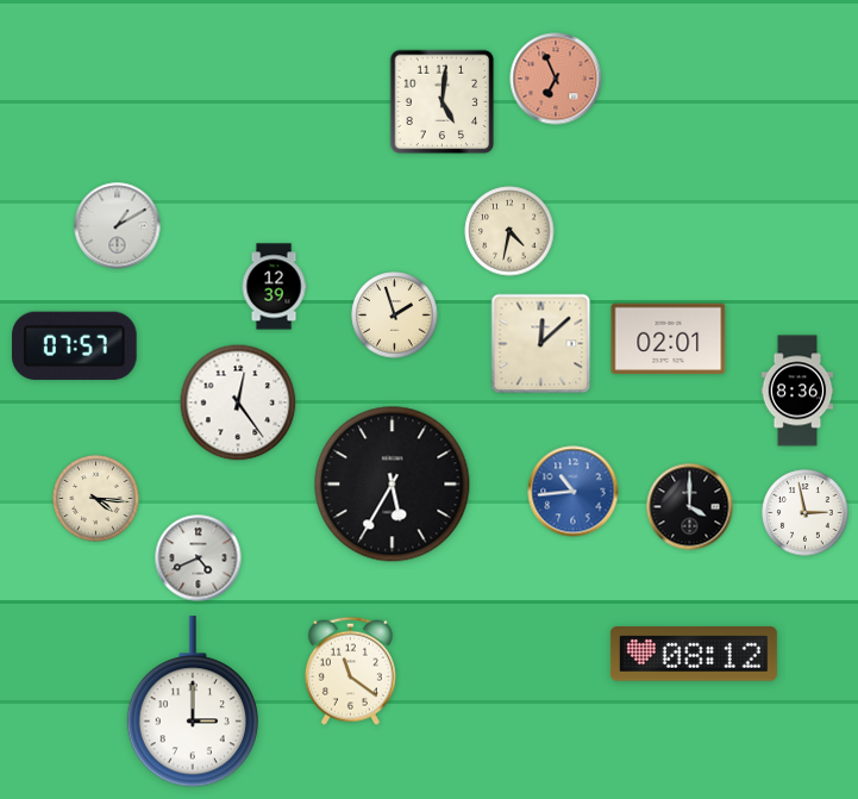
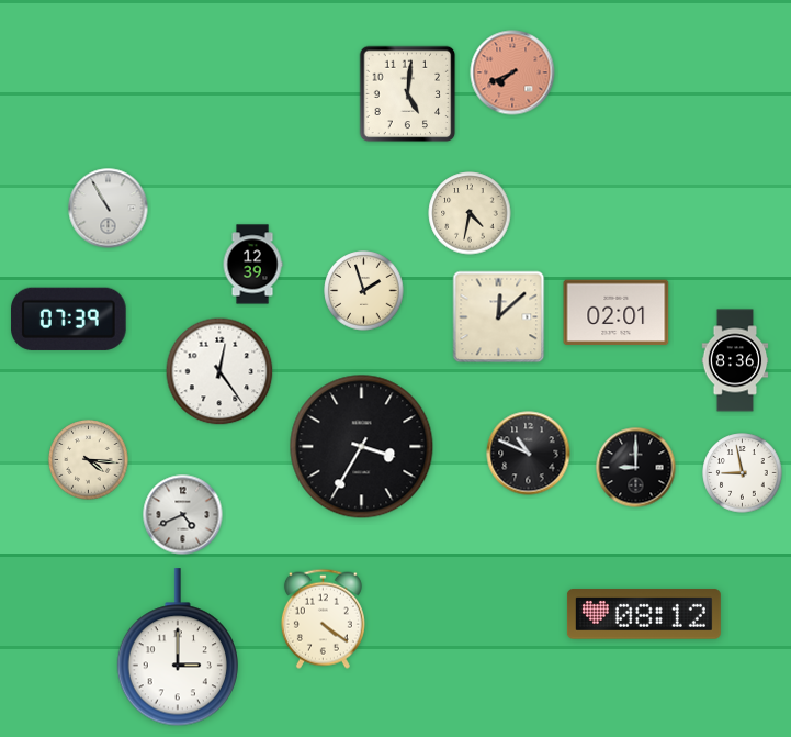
clock at (556, 79): 6:56 -> 7:41
clock at (118, 226): 1:10 -> 10:55
clock at (75, 345): 07:57 -> 07:39
clock at (393, 485): 5:35 -> 3:35
clock at (574, 492): 10:44 -> 10:49
clock at (574, 492) dial: blue -> black
clock at (690, 507): 4:00 -> 9:00
clock at (806, 513): 2:58 -> 8:58
clock at (694, 654) position: (694, 654) -> (644, 614)
clock at (350, 670): 11:21 -> 4:21
